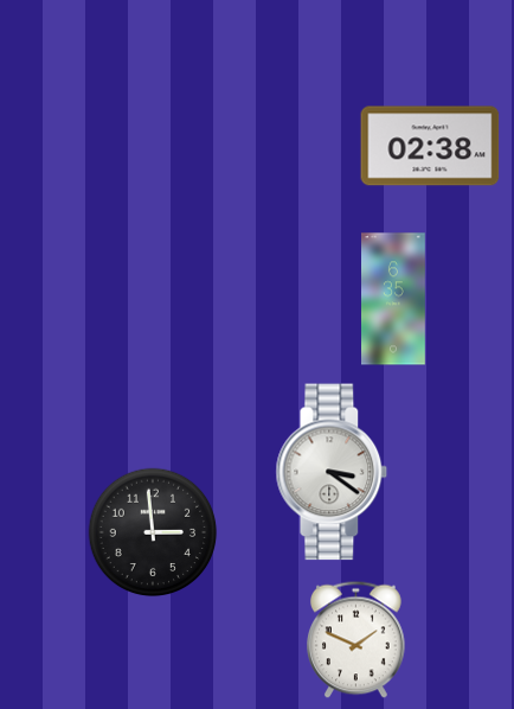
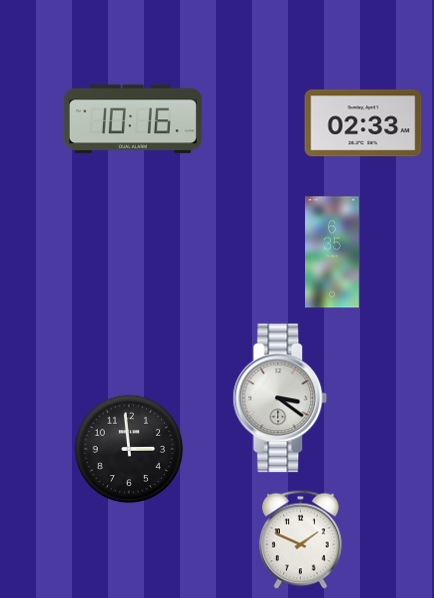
clock at (133, 119): none -> 10:16
clock at (430, 146): 02:38 -> 02:33
